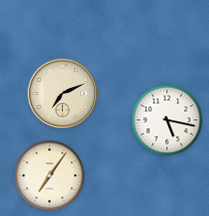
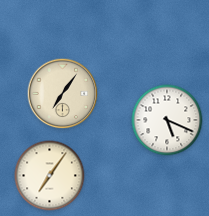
clock at (63, 94): 7:11 -> 7:06
clock at (167, 120): 5:17 -> 5:19
